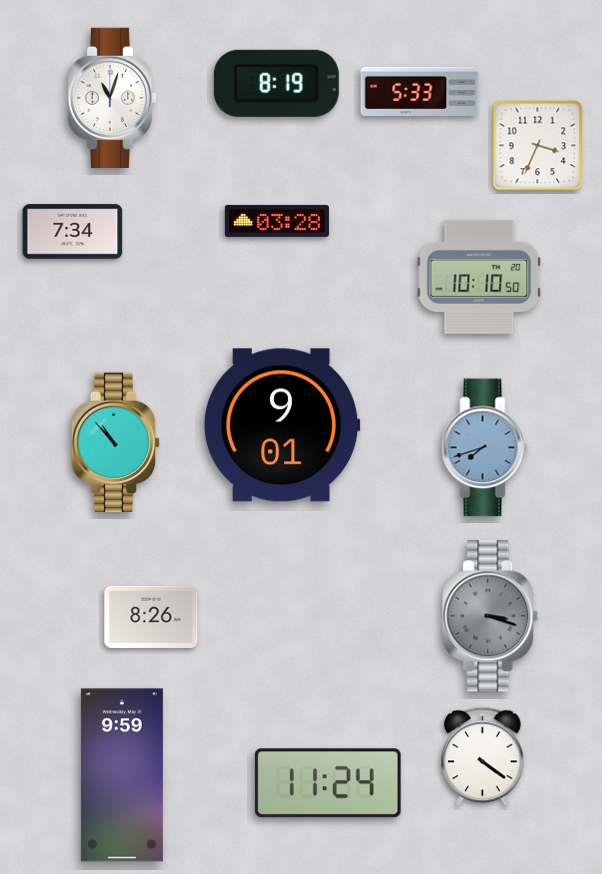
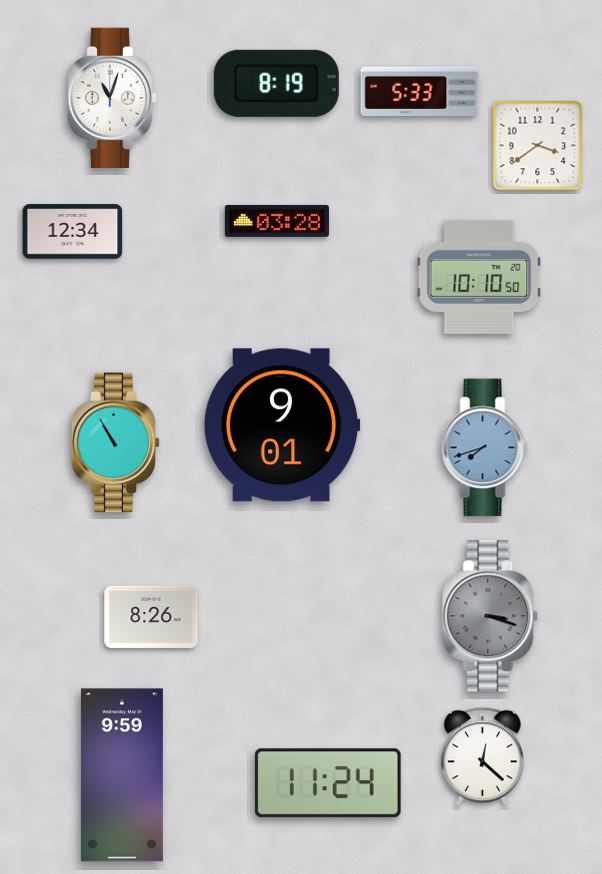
clock at (538, 146): 3:34 -> 3:39
clock at (73, 232): 7:34 -> 12:34
clock at (116, 443): 10:53 -> 10:55
clock at (483, 757): 4:21 -> 12:22
